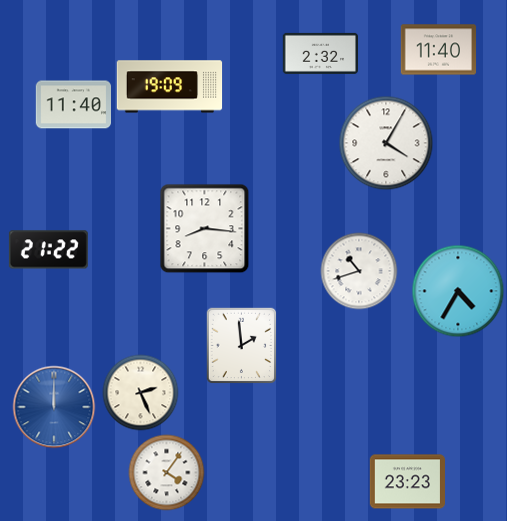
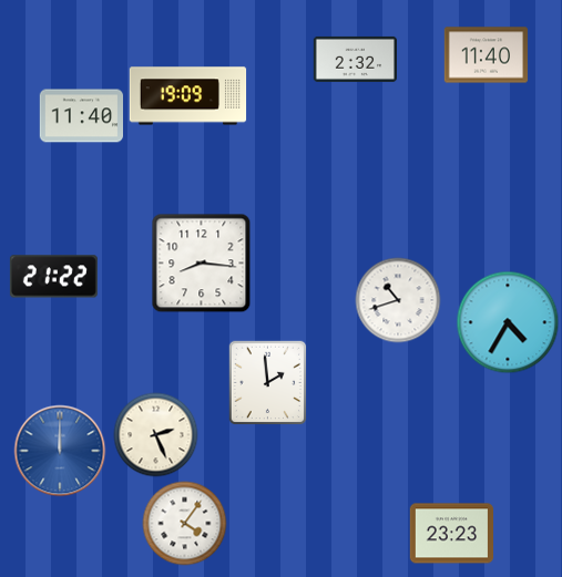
clock at (386, 143): 4:05 -> none
clock at (205, 229) position: (205, 229) -> (202, 264)
